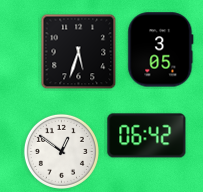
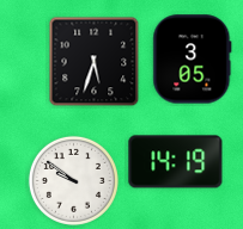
clock at (147, 136): 06:42 -> 14:19
clock at (61, 151): 12:51 -> 9:51
